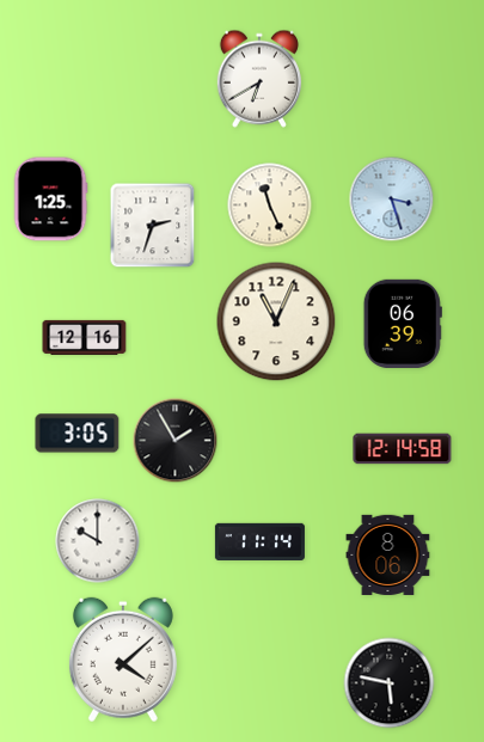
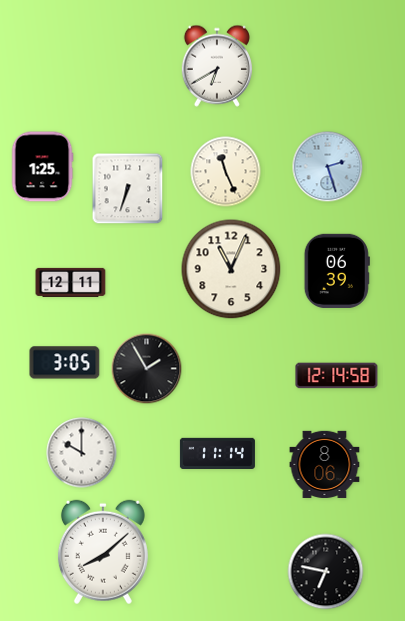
clock at (392, 200): 3:27 -> 2:27
clock at (153, 226): 2:33 -> 6:33
clock at (85, 337): 12:16 -> 12:11
clock at (123, 660): 4:08 -> 8:08
clock at (390, 683): 5:47 -> 6:47
